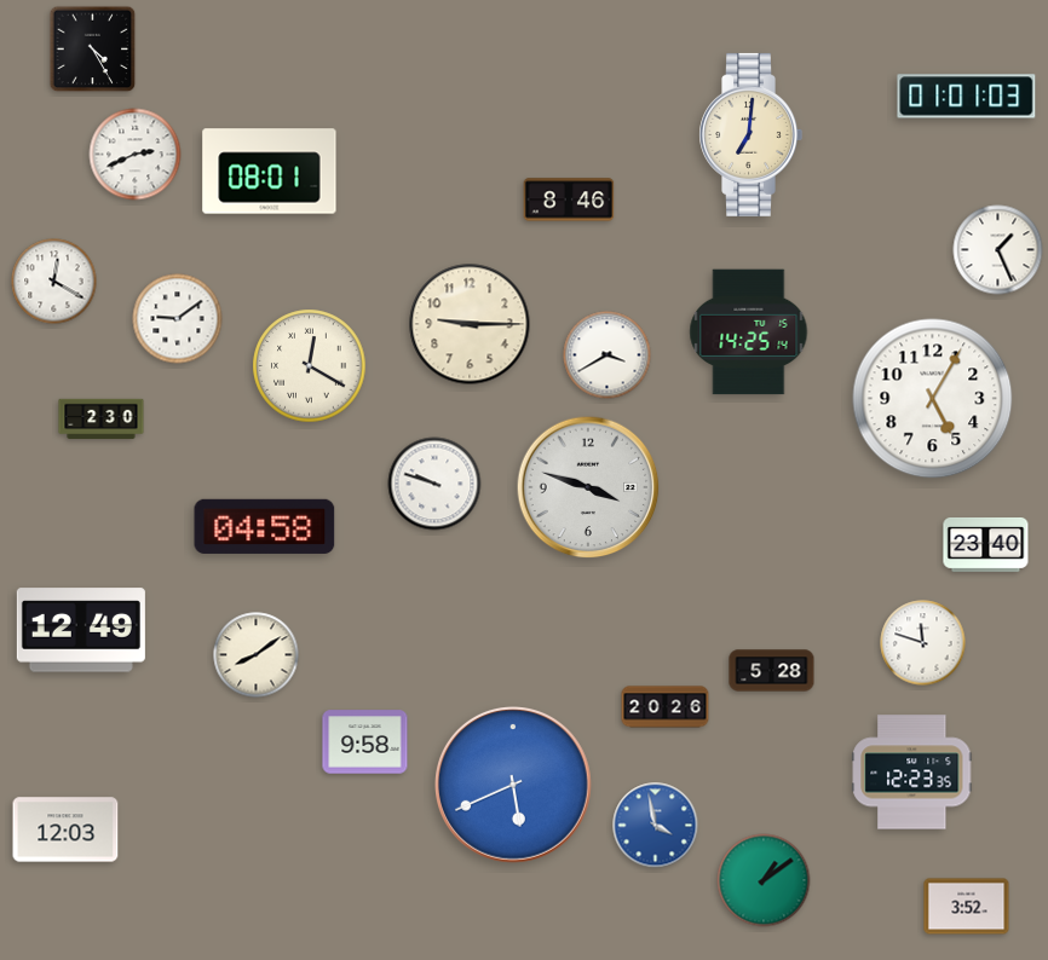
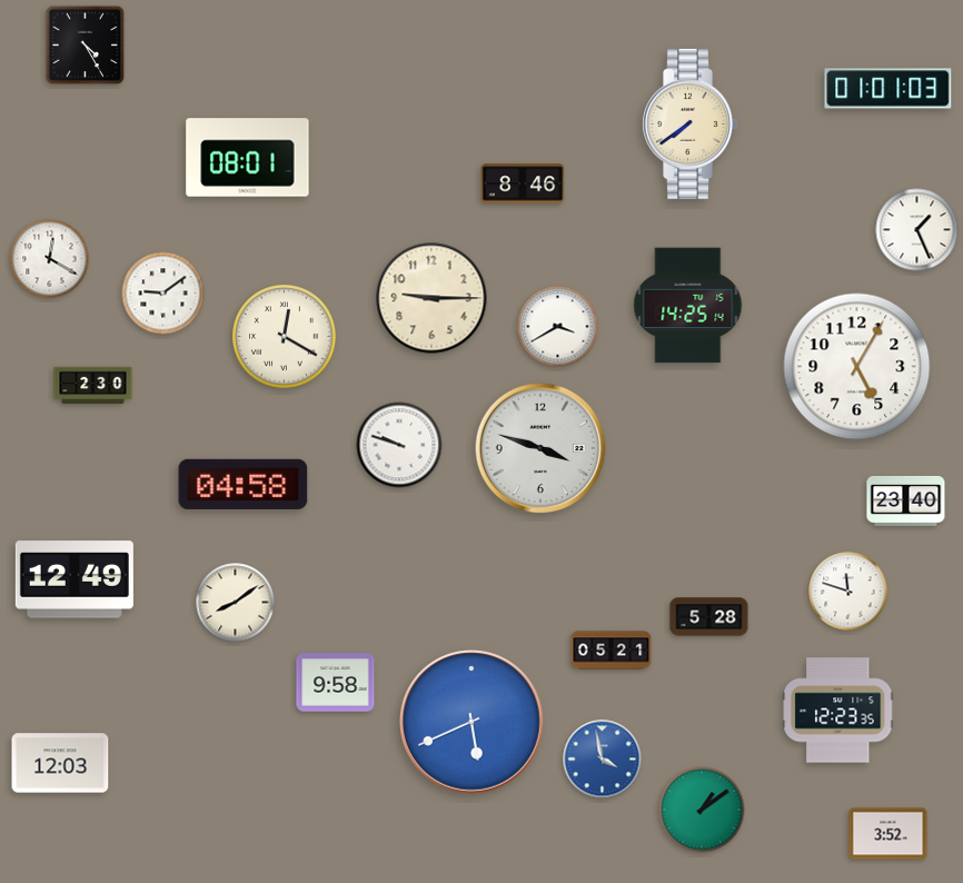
clock at (750, 134): 7:01 -> 7:39
clock at (136, 155): 2:41 -> none
clock at (666, 707): 20:26 -> 05:21
